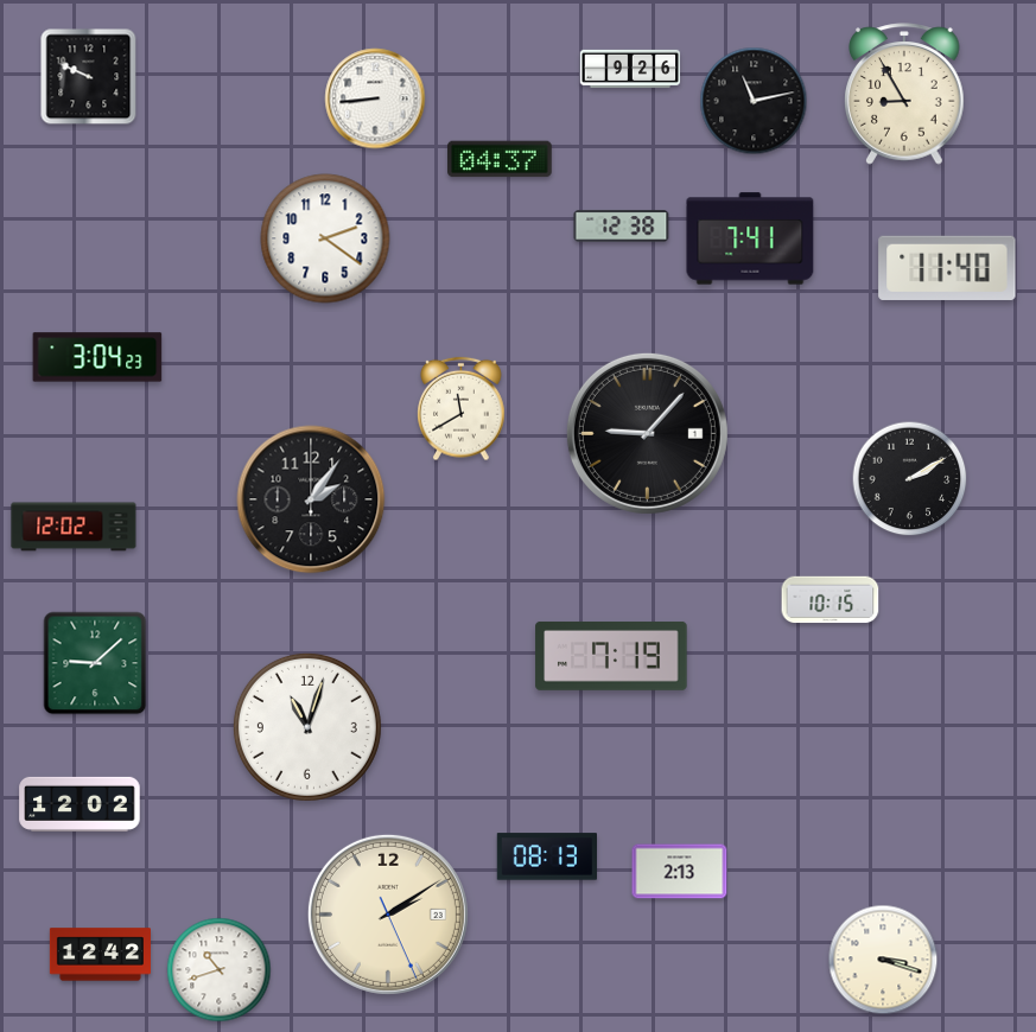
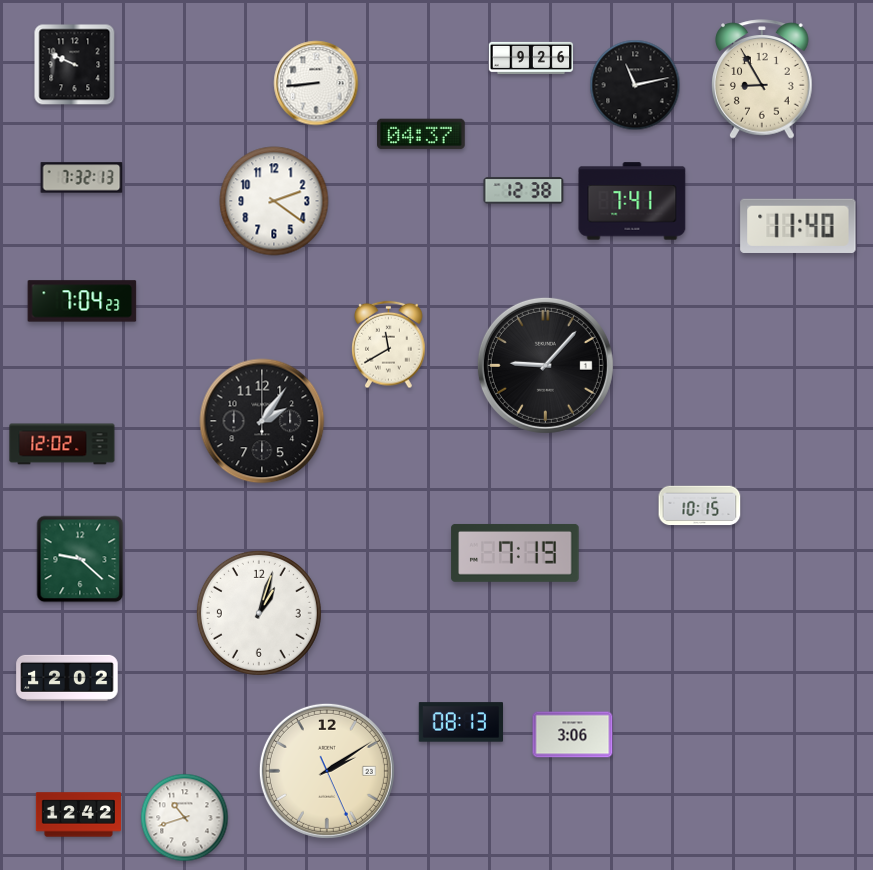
clock at (82, 178): none -> 7:32
clock at (97, 357): 3:04 -> 7:04
clock at (910, 479): 2:10 -> none
clock at (95, 663): 9:08 -> 9:22
clock at (307, 727): 11:03 -> 1:03
clock at (680, 872): 2:13 -> 3:06
clock at (100, 955) position: (100, 955) -> (78, 815)
clock at (883, 960): 3:18 -> none
